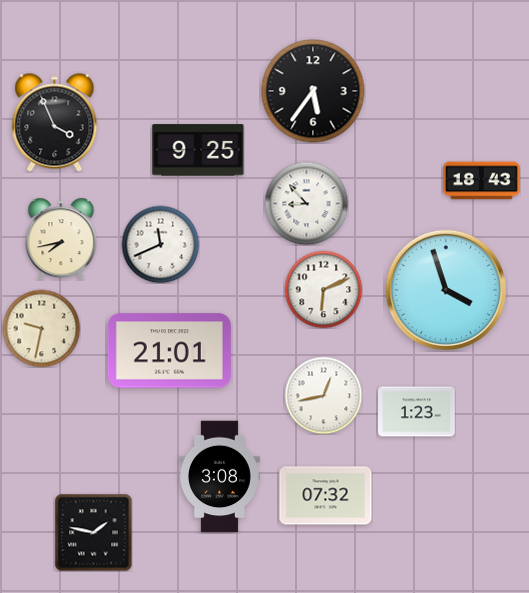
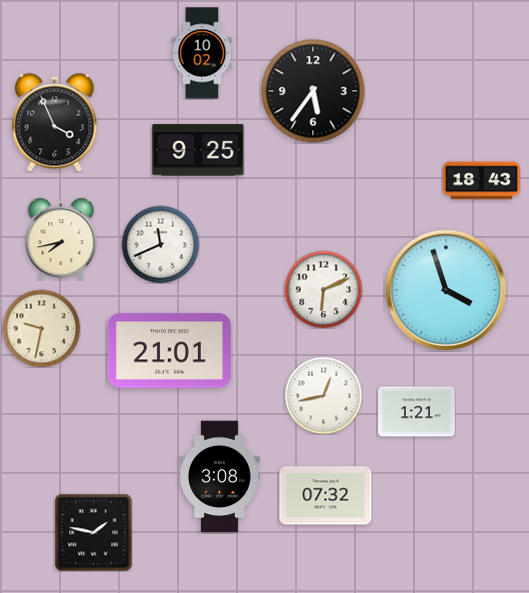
clock at (202, 53): none -> 10:02
clock at (306, 203): 8:53 -> none
clock at (417, 412): 1:23 -> 1:21
